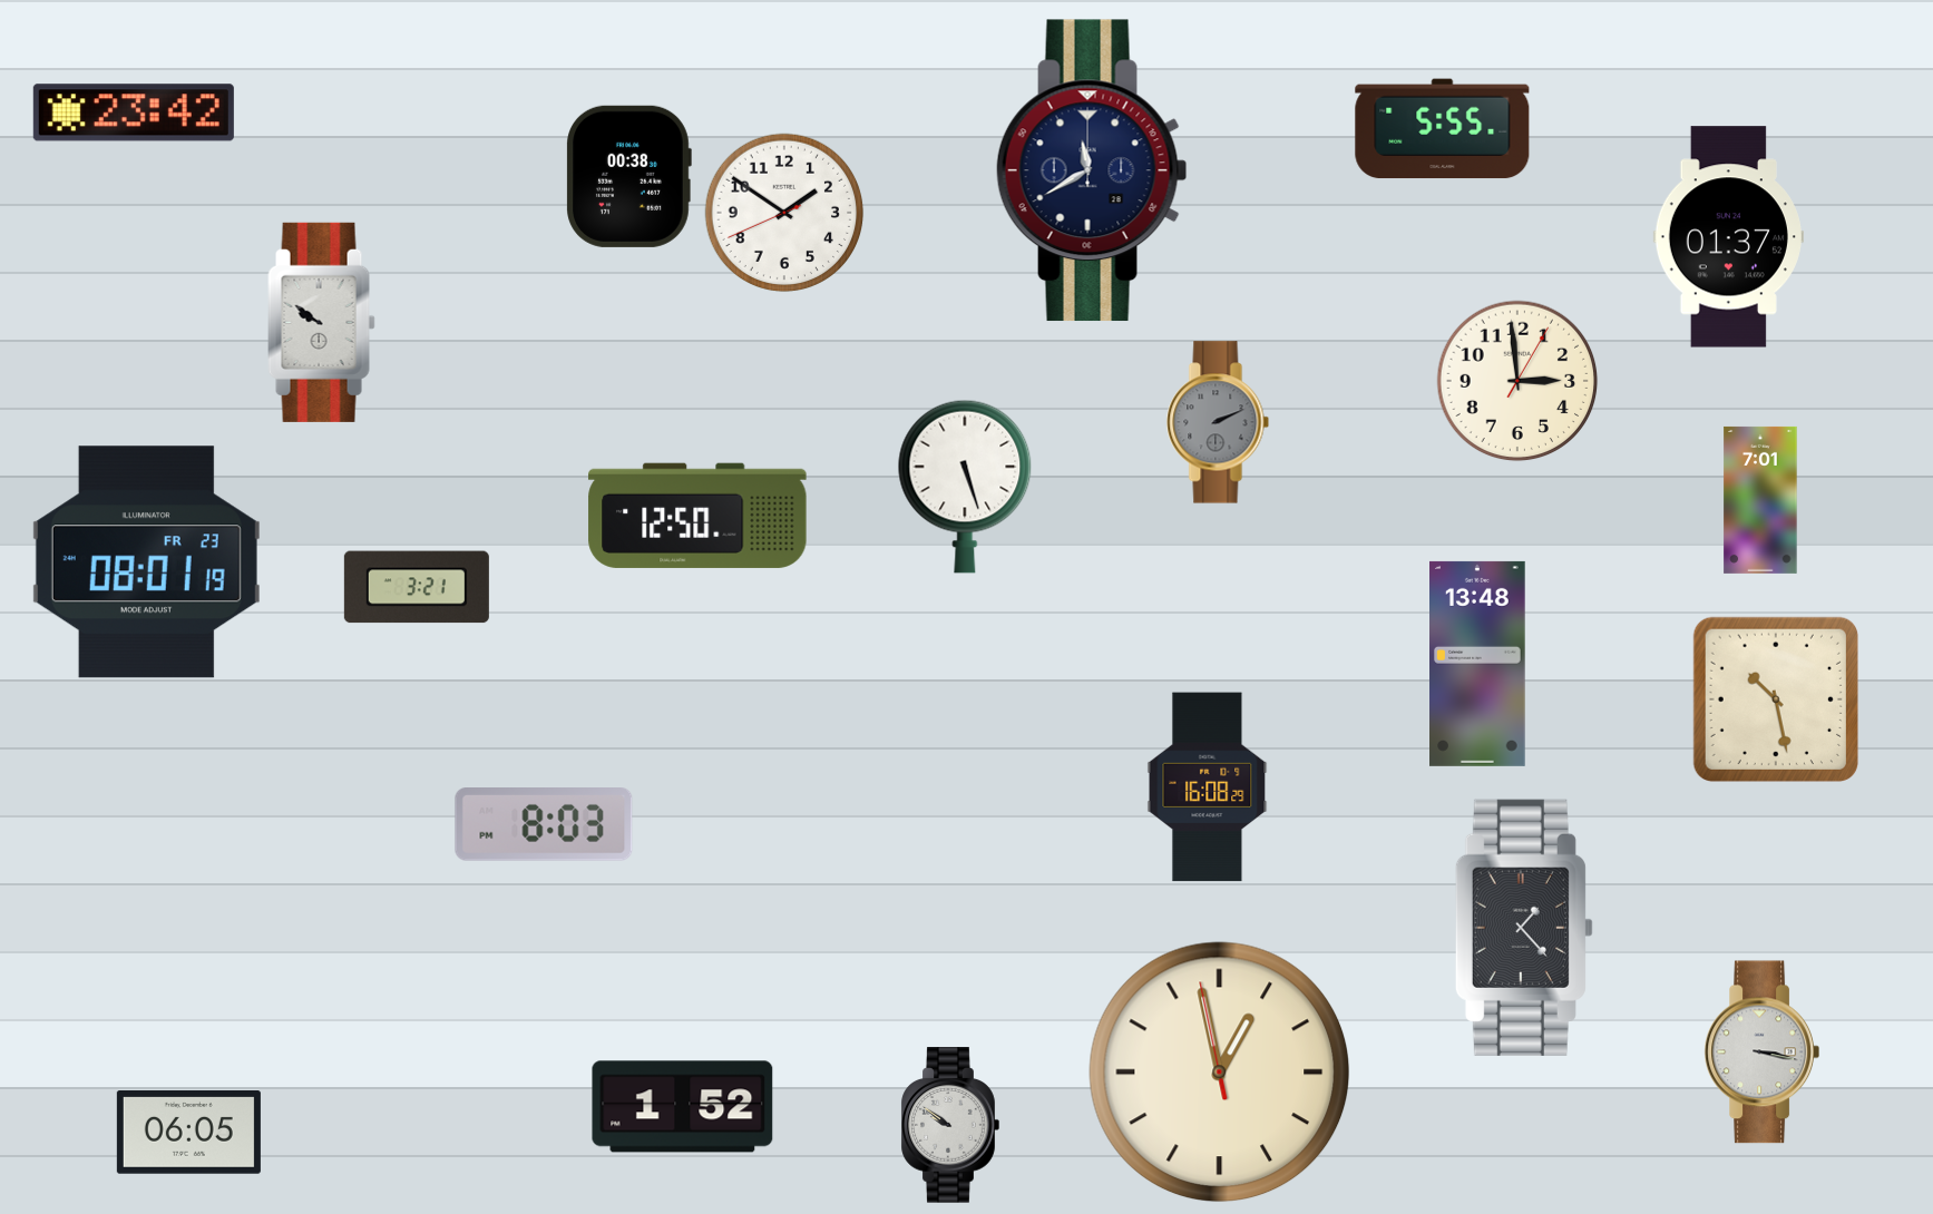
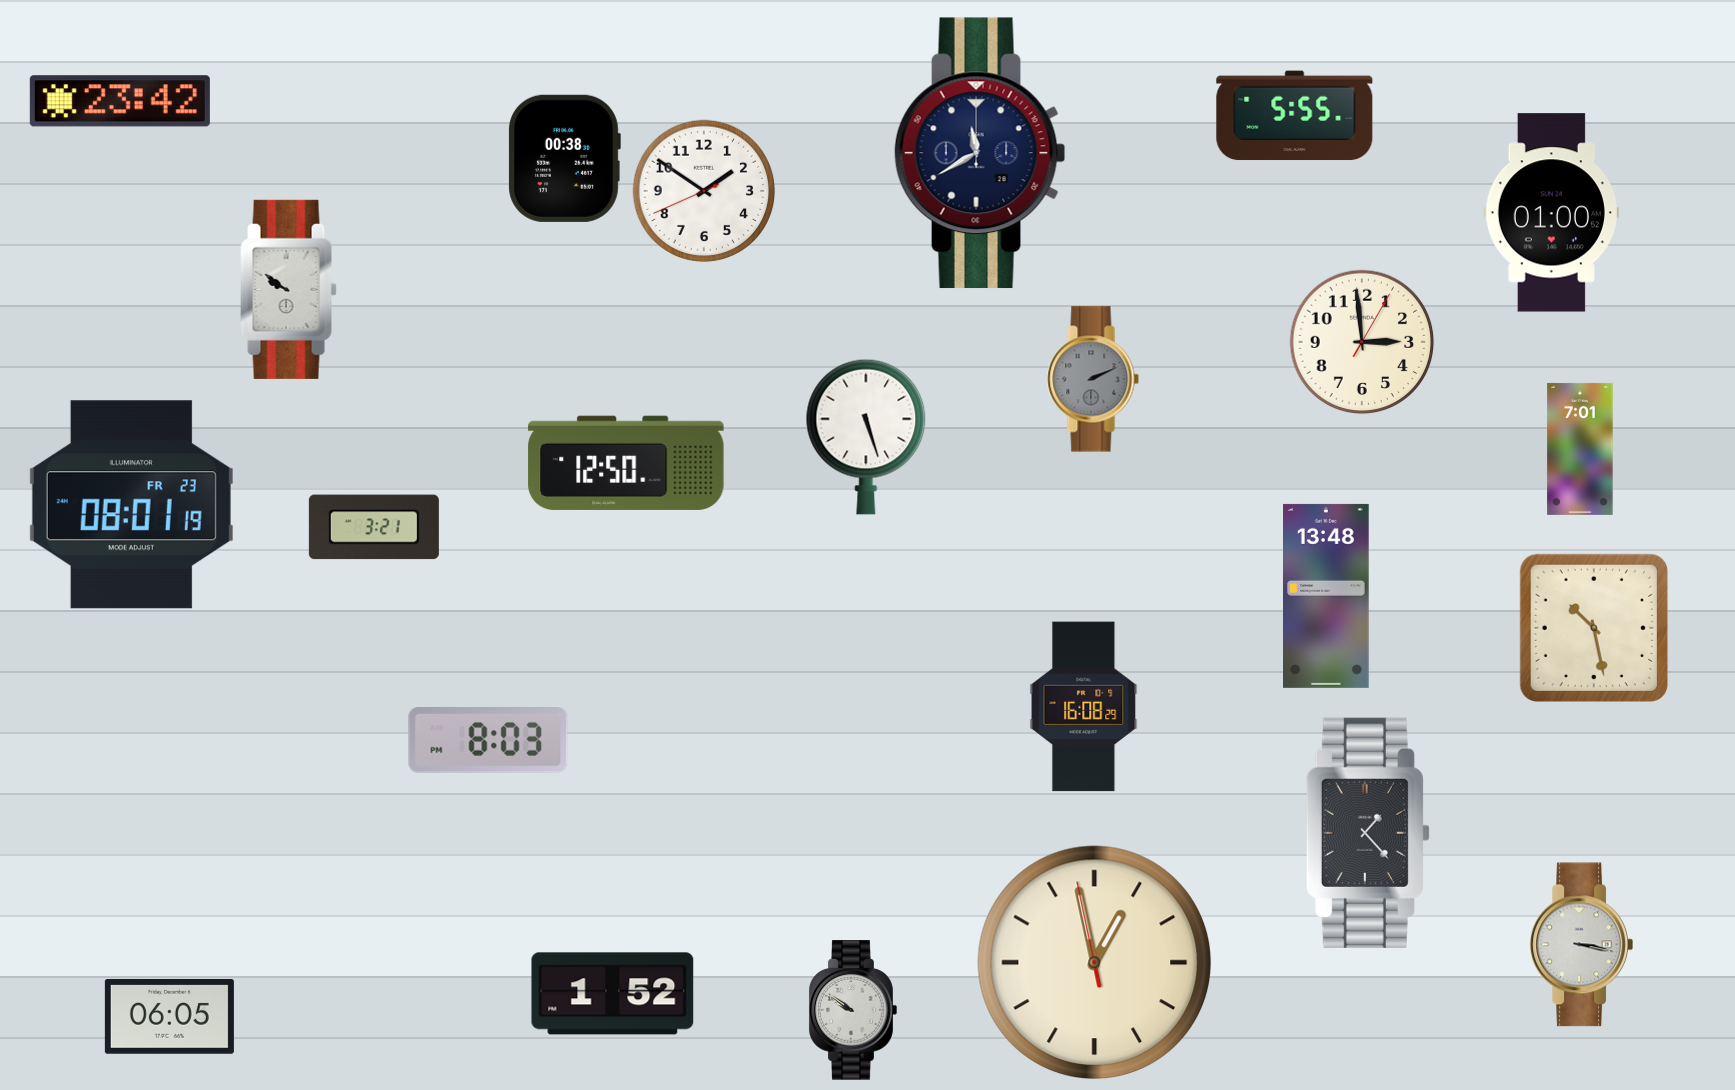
clock at (1728, 237): 01:37 -> 01:00
